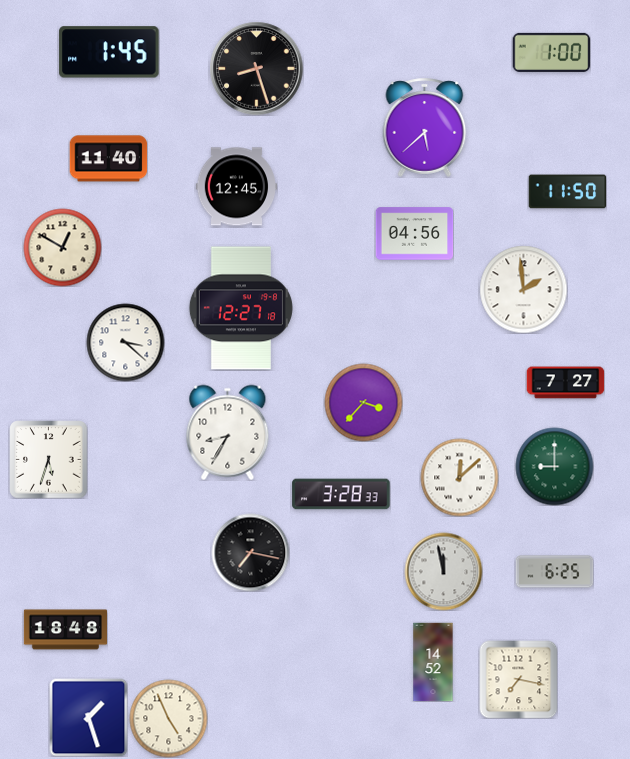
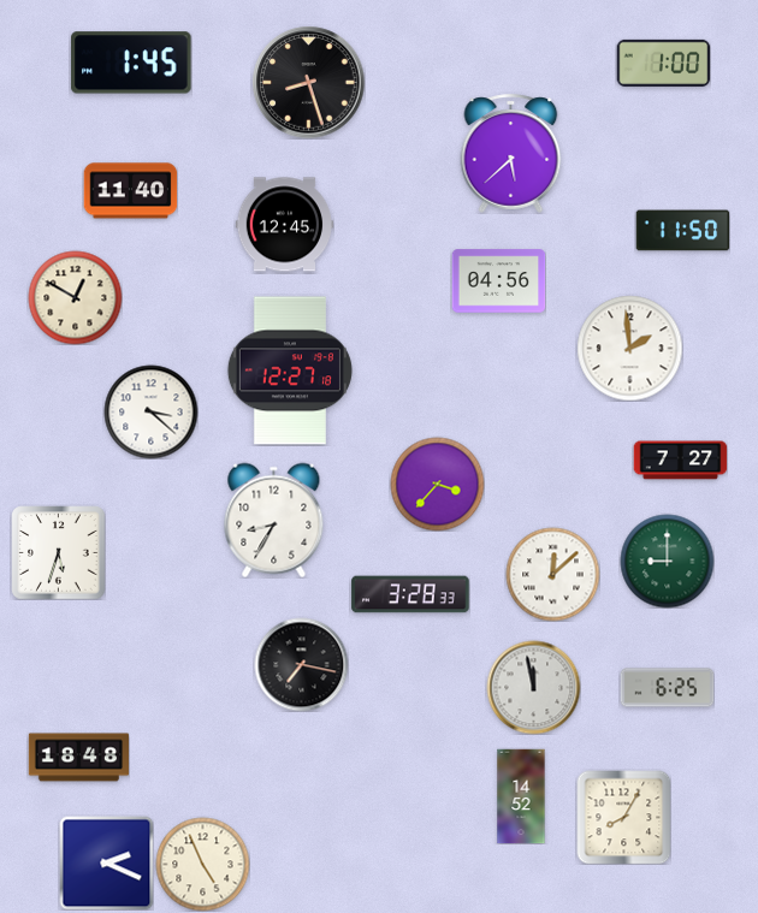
clock at (518, 679): 7:17 -> 8:05
clock at (88, 717): 1:27 -> 2:19
